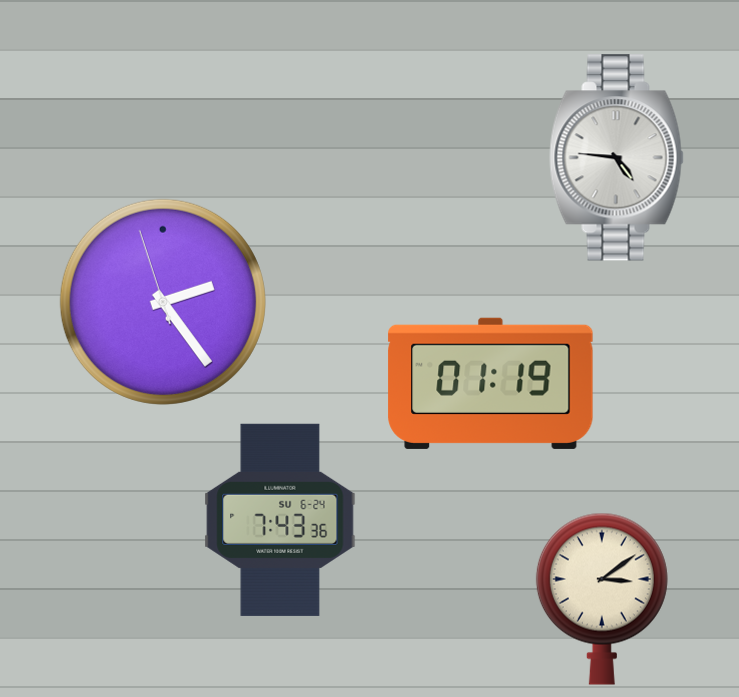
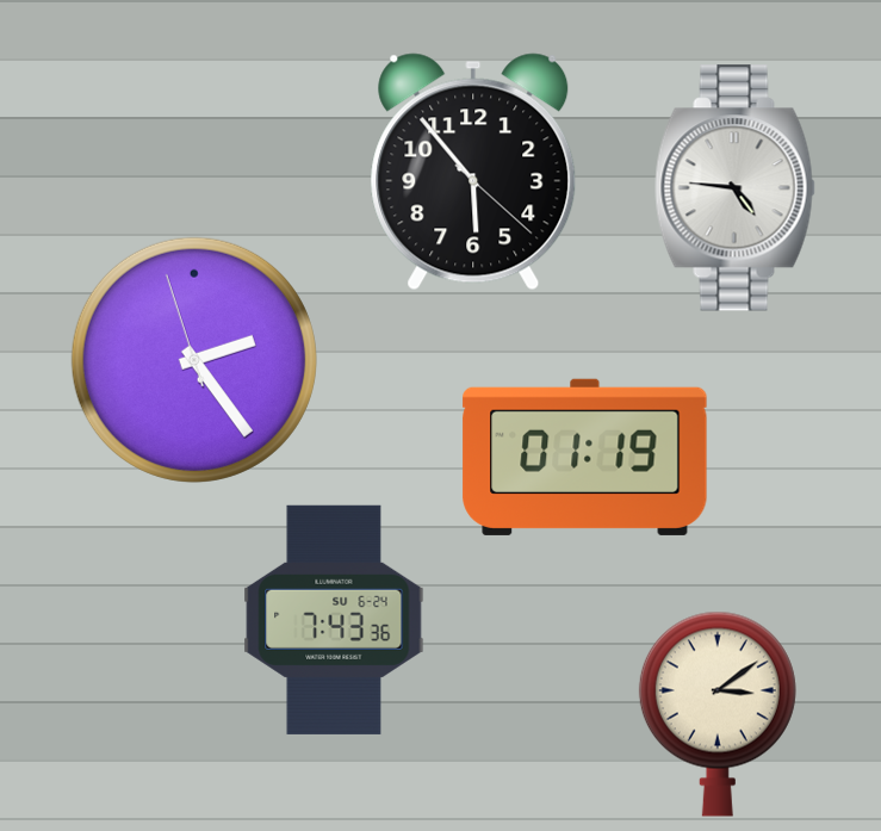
clock at (473, 172): none -> 5:53
